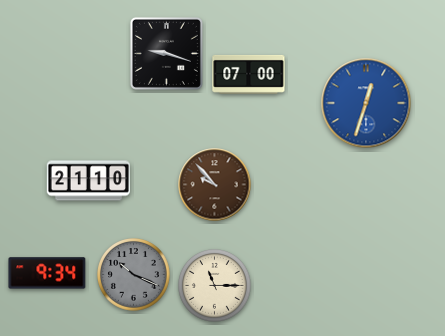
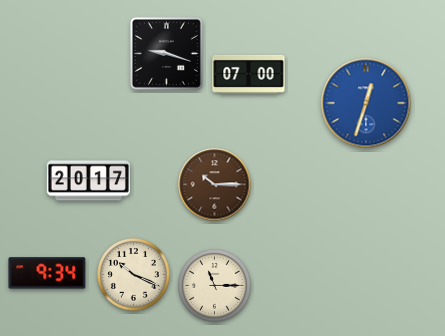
clock at (88, 181): 21:10 -> 20:17
clock at (215, 185): 9:53 -> 10:15
clock at (134, 275) dial: grey -> cream
